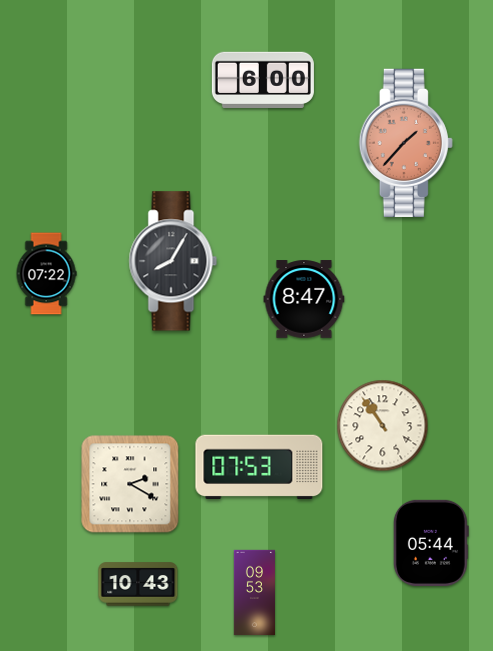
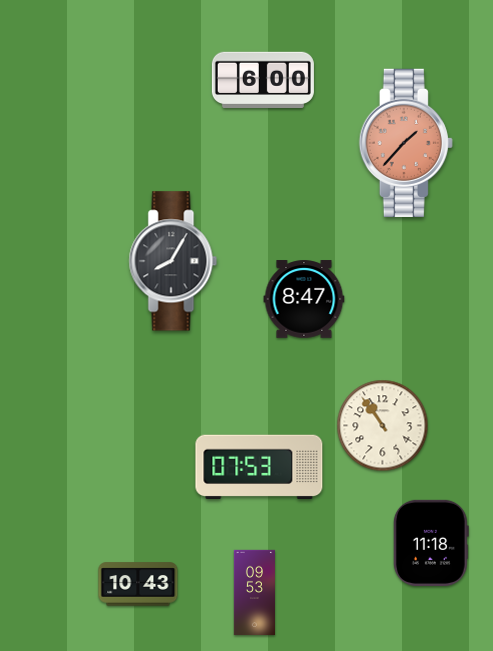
clock at (46, 274): 07:22 -> none
clock at (130, 484): 2:20 -> none
clock at (431, 543): 05:44 -> 11:18
